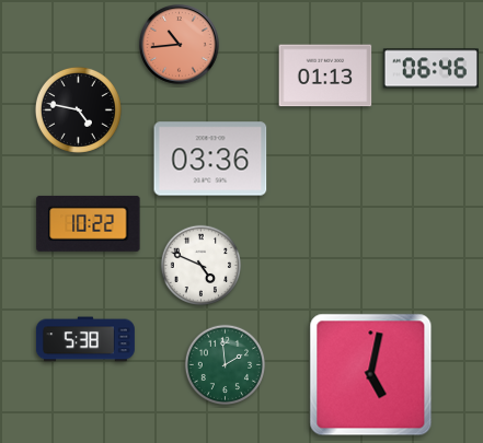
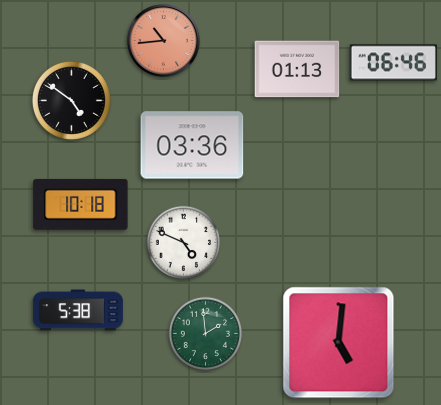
clock at (78, 109): 4:47 -> 4:51
clock at (89, 223): 10:22 -> 10:18
clock at (371, 375): 5:02 -> 5:01
